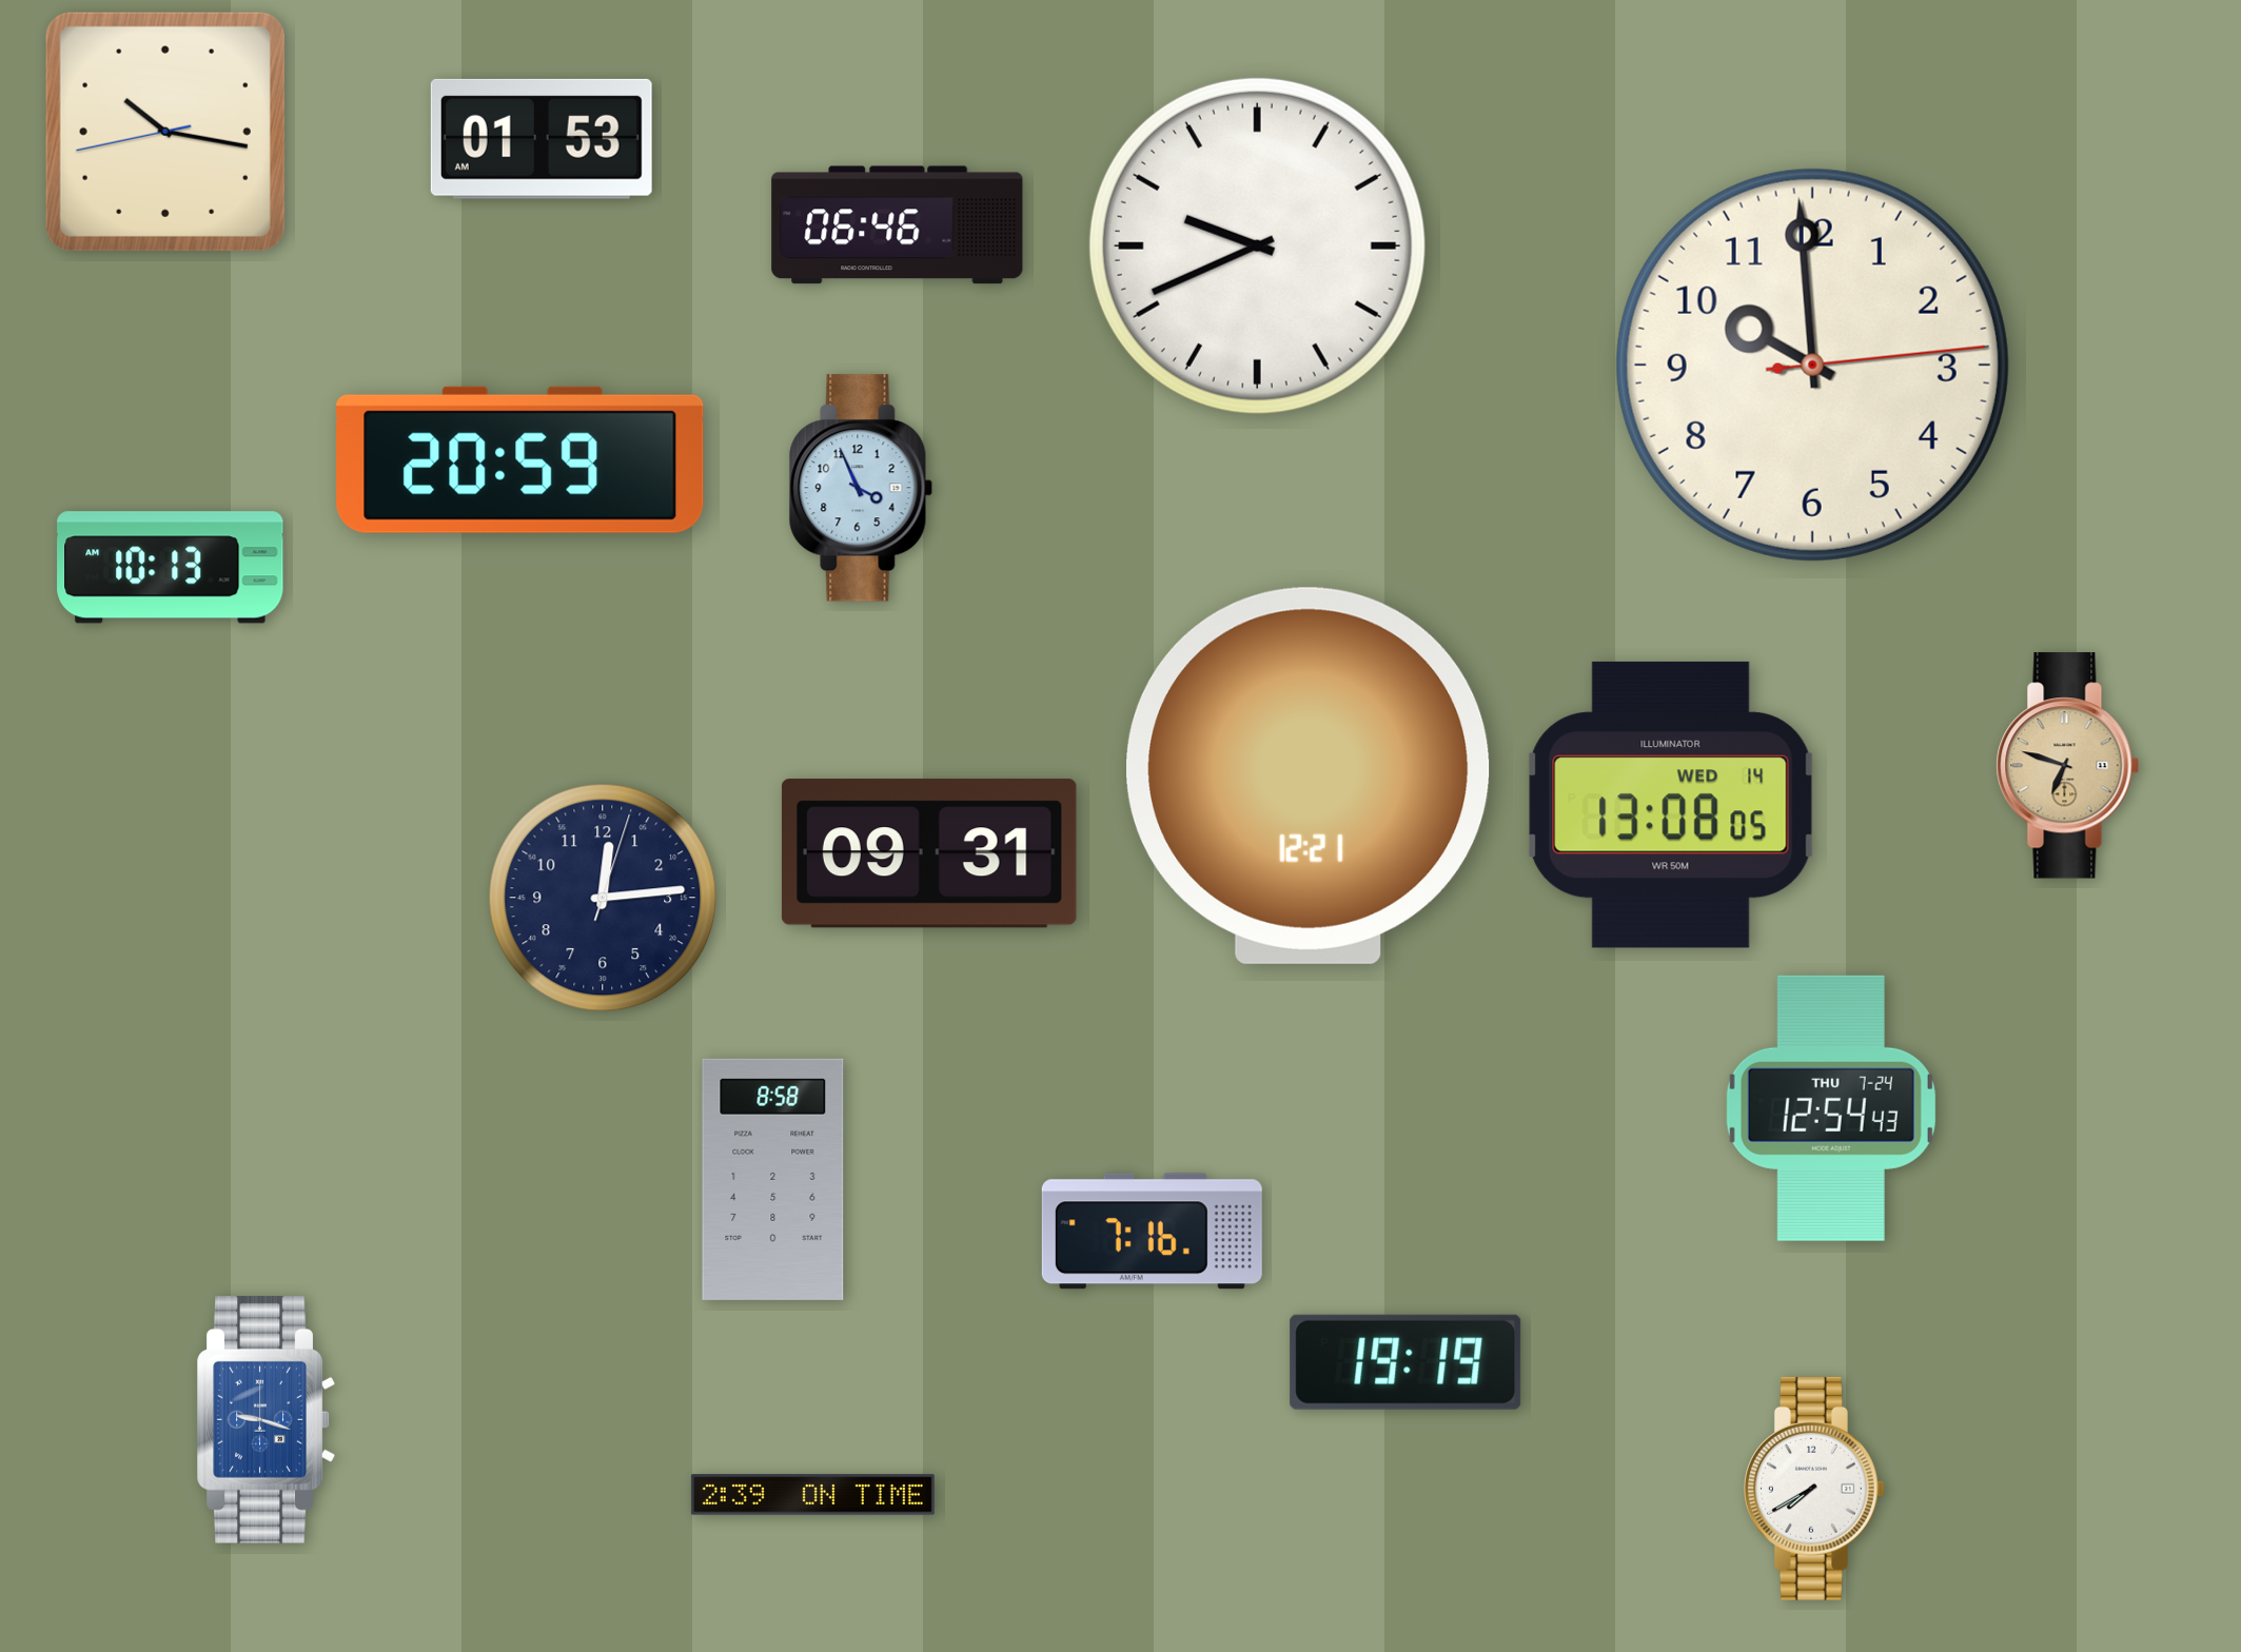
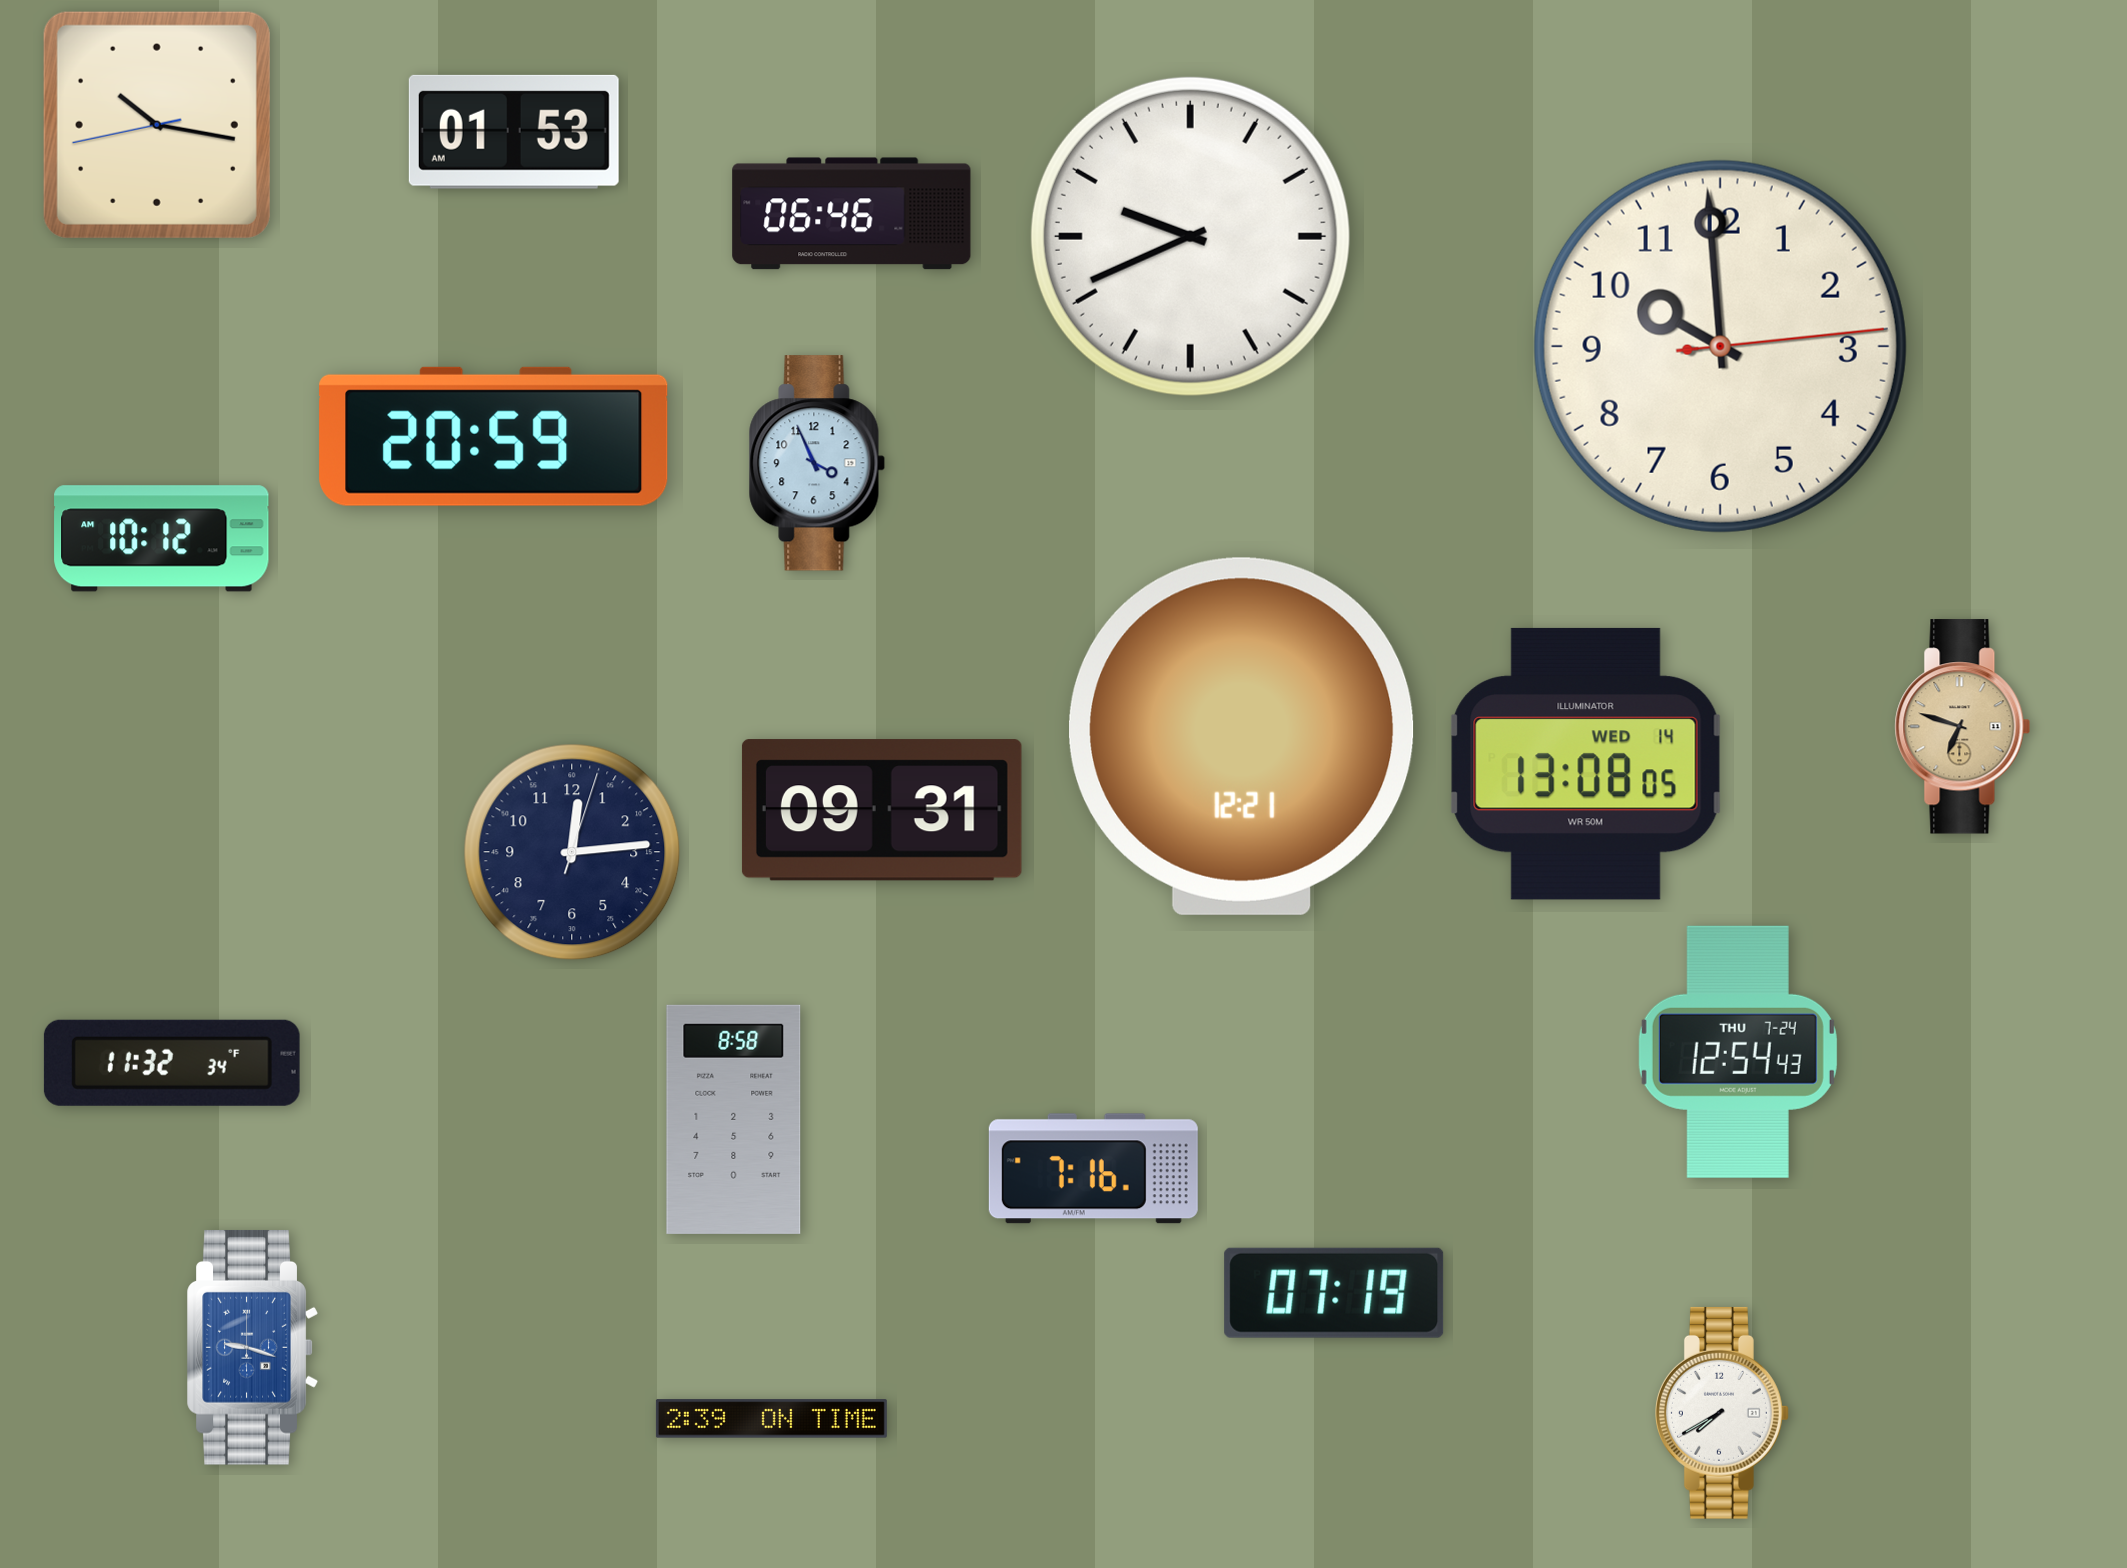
clock at (1257, 245) position: (1257, 245) -> (1190, 236)
clock at (171, 568): 10:13 -> 10:12
clock at (172, 1063): none -> 11:32
clock at (1405, 1362): 19:19 -> 07:19
